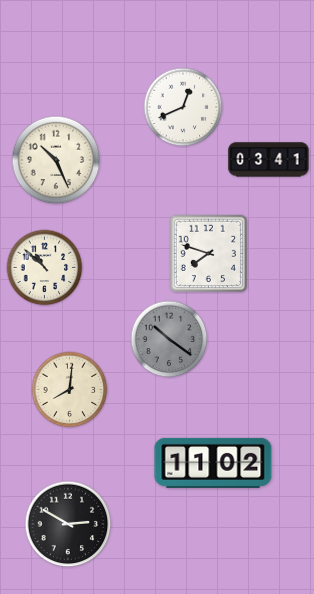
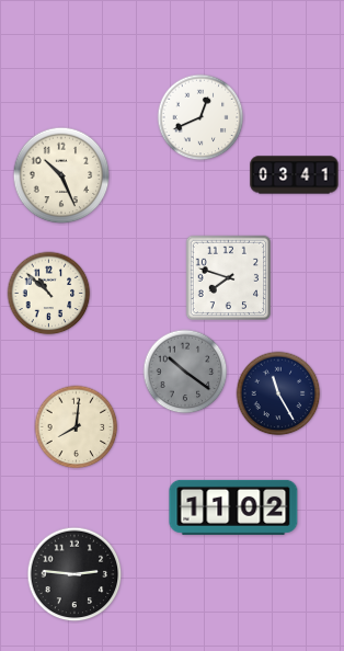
clock at (278, 393): none -> 11:25
clock at (68, 524): 2:50 -> 2:46
